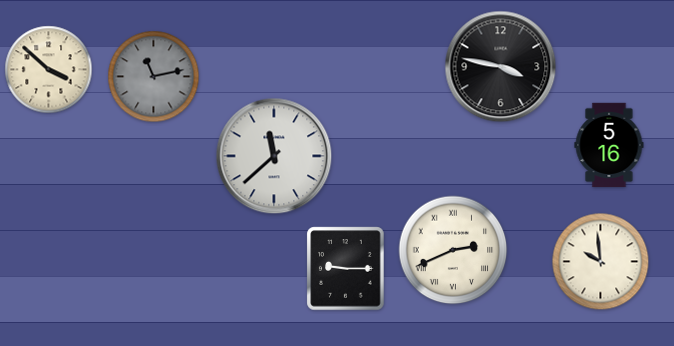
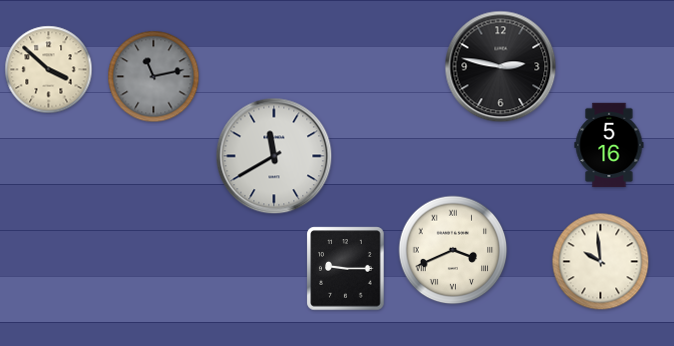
clock at (501, 67): 3:47 -> 2:47
clock at (274, 156): 11:38 -> 11:40
clock at (453, 250): 2:41 -> 3:41
